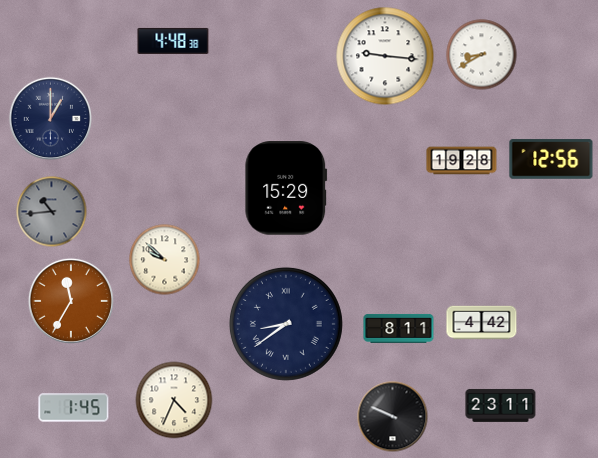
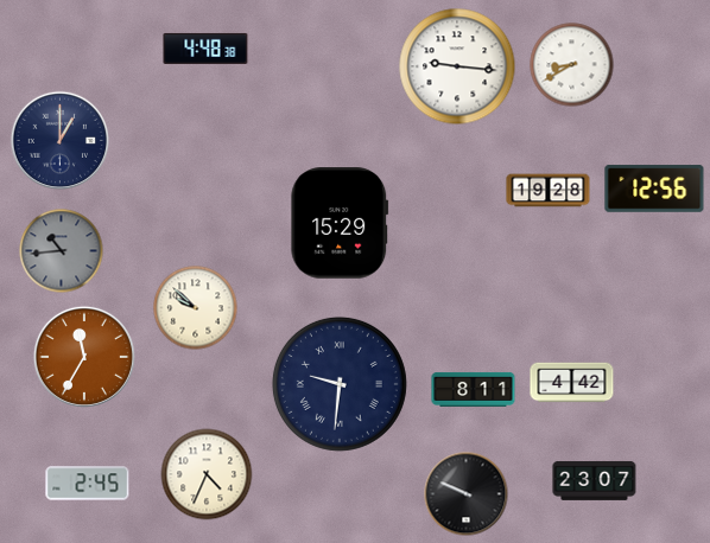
clock at (286, 324): 8:39 -> 9:31
clock at (501, 405): 23:11 -> 23:07
clock at (74, 408): 1:45 -> 2:45
